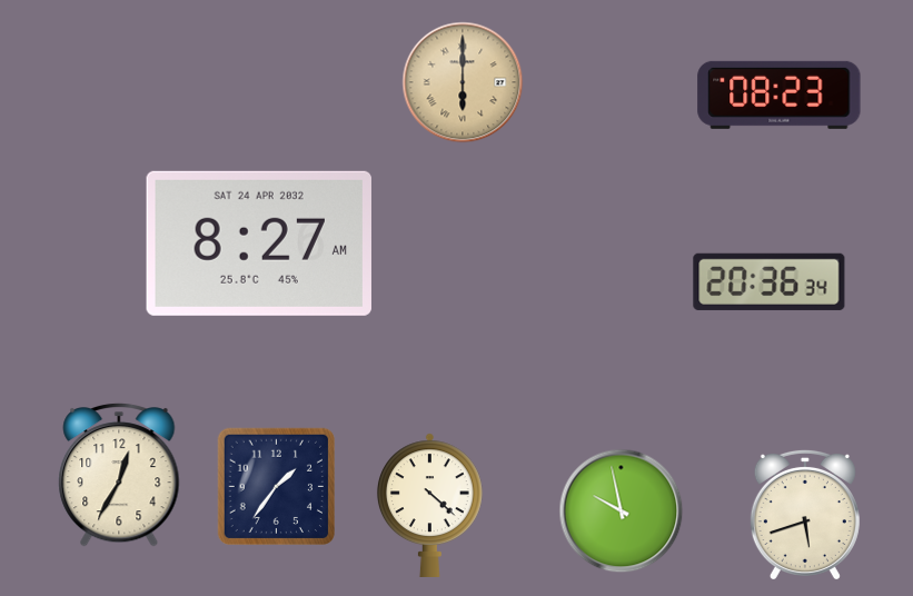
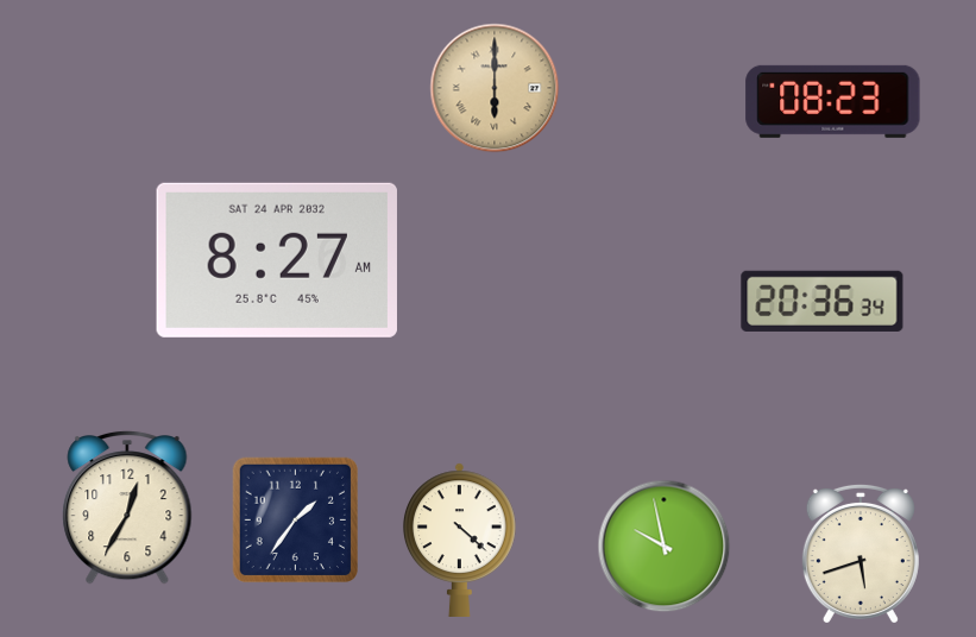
clock at (805, 514) position: (805, 514) -> (861, 553)
